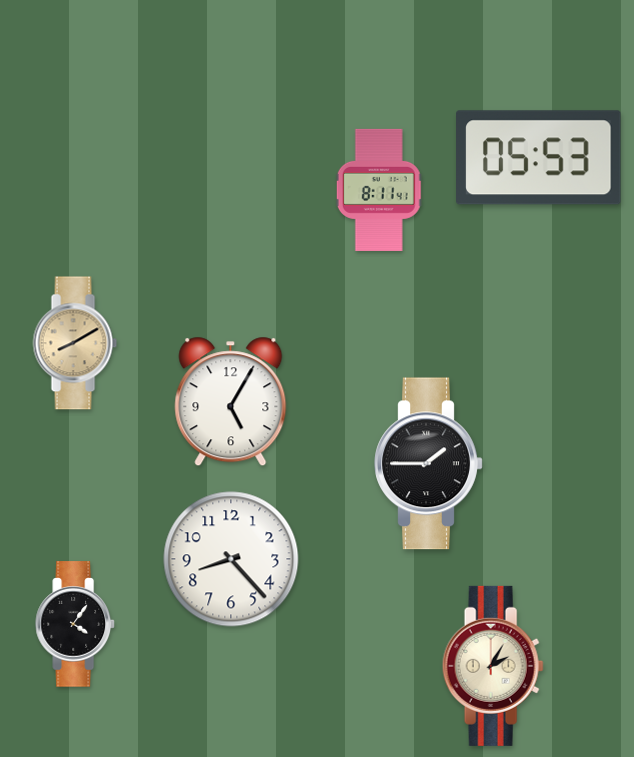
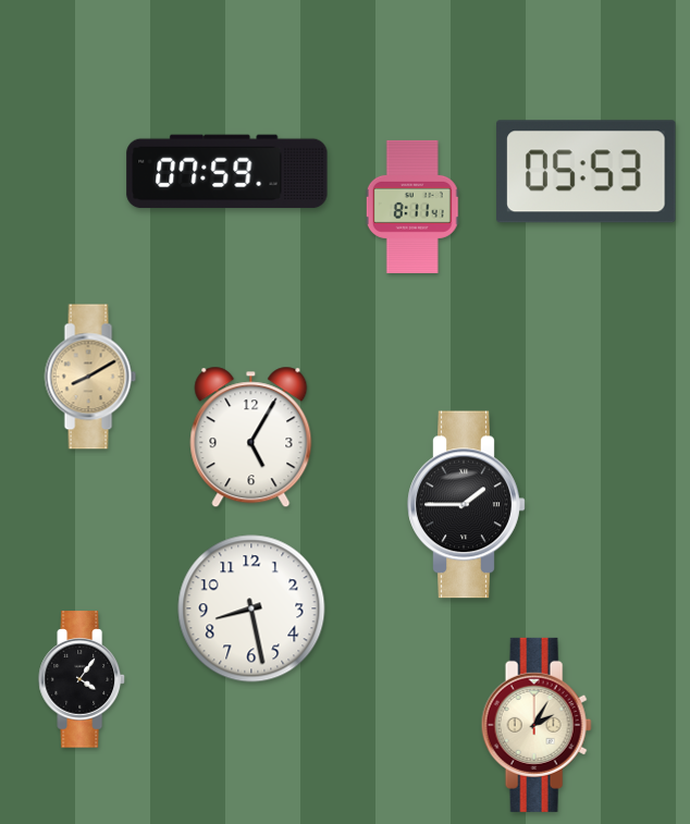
clock at (227, 172): none -> 07:59
clock at (75, 343) position: (75, 343) -> (90, 377)
clock at (231, 559): 8:23 -> 8:28
